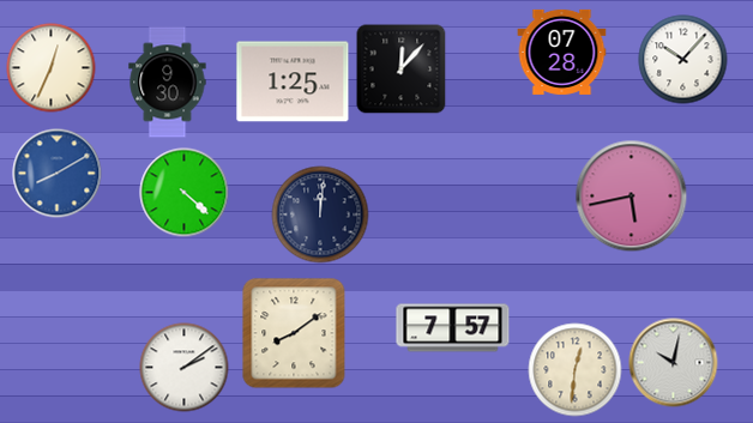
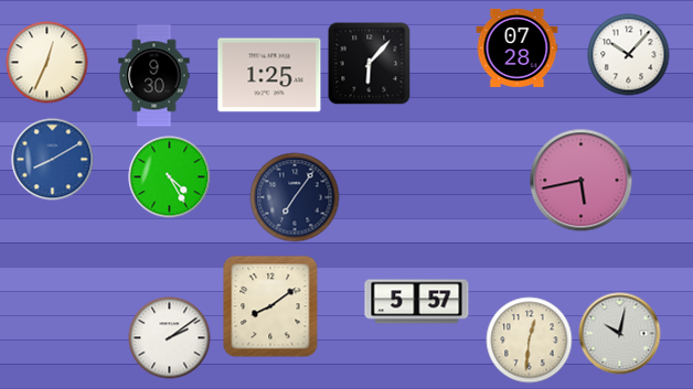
clock at (402, 70): 12:07 -> 6:07
clock at (185, 193): 4:22 -> 4:25
clock at (320, 214): 12:01 -> 7:06
clock at (453, 328): 7:57 -> 5:57
